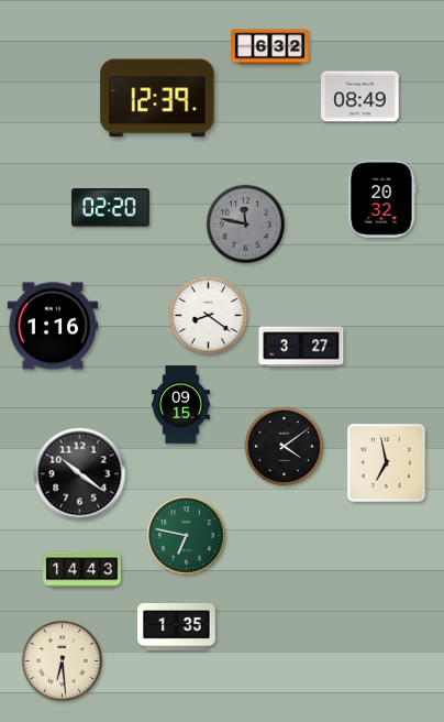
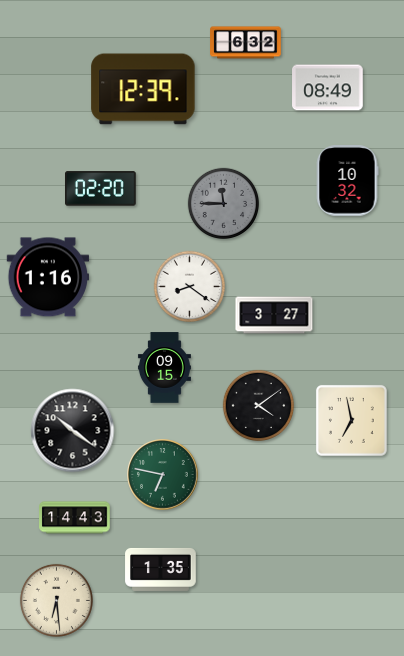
clock at (381, 199): 20:32 -> 10:32
clock at (245, 223): 11:47 -> 11:45
clock at (53, 326) position: (53, 326) -> (48, 277)
clock at (187, 536) position: (187, 536) -> (163, 475)
